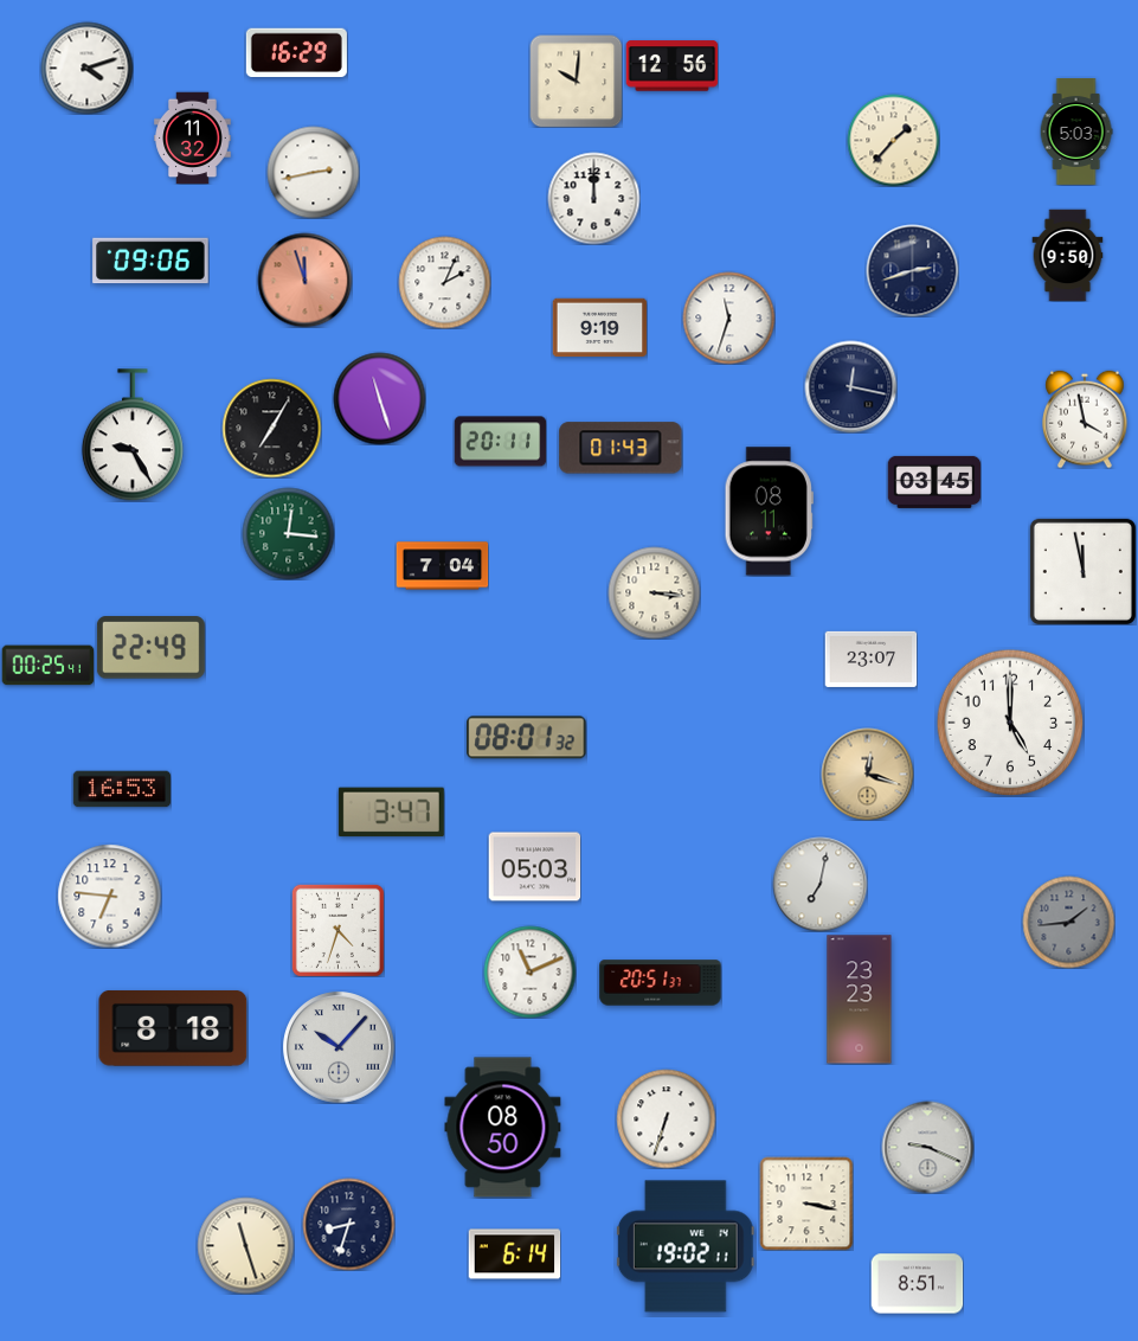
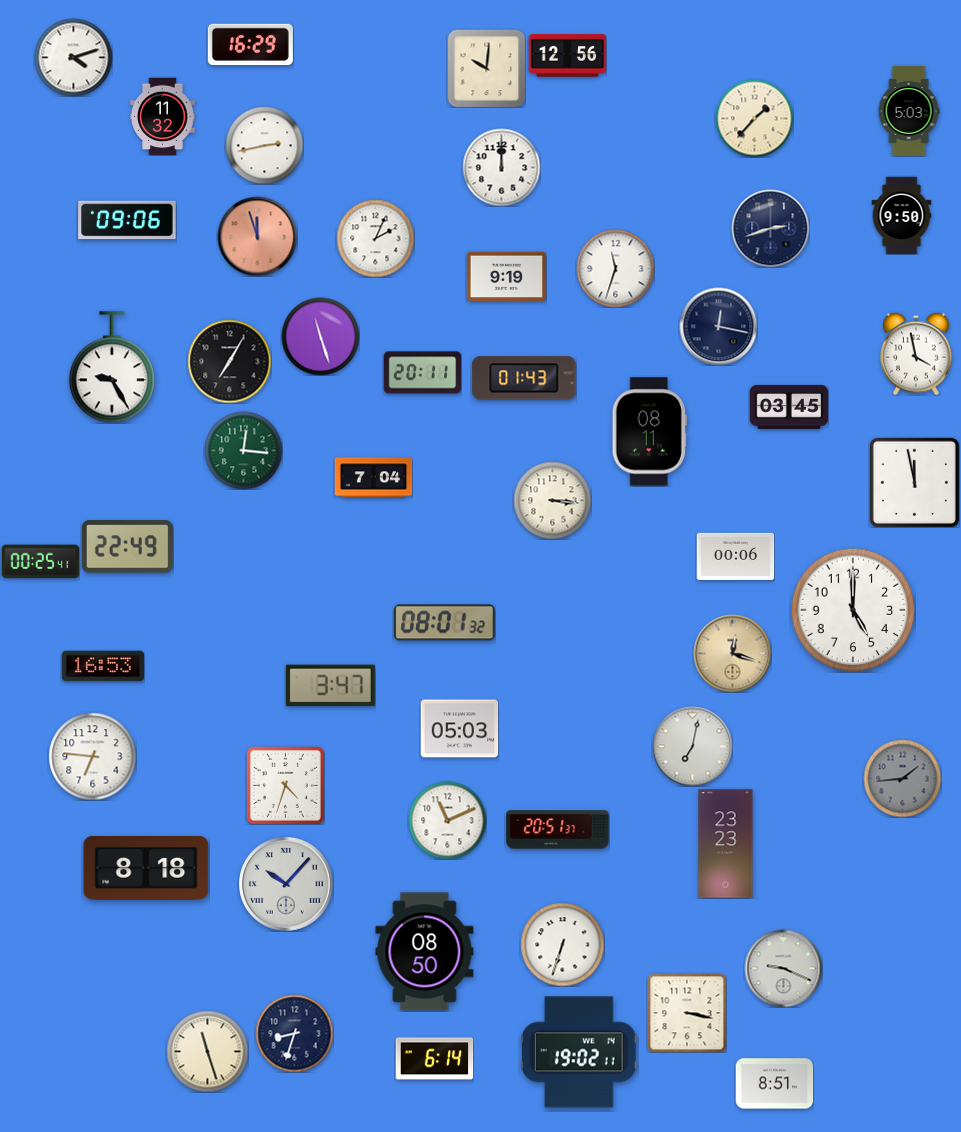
clock at (870, 659): 23:07 -> 00:06
clock at (534, 867) position: (534, 867) -> (459, 729)
clock at (806, 1204) position: (806, 1204) -> (687, 1013)
